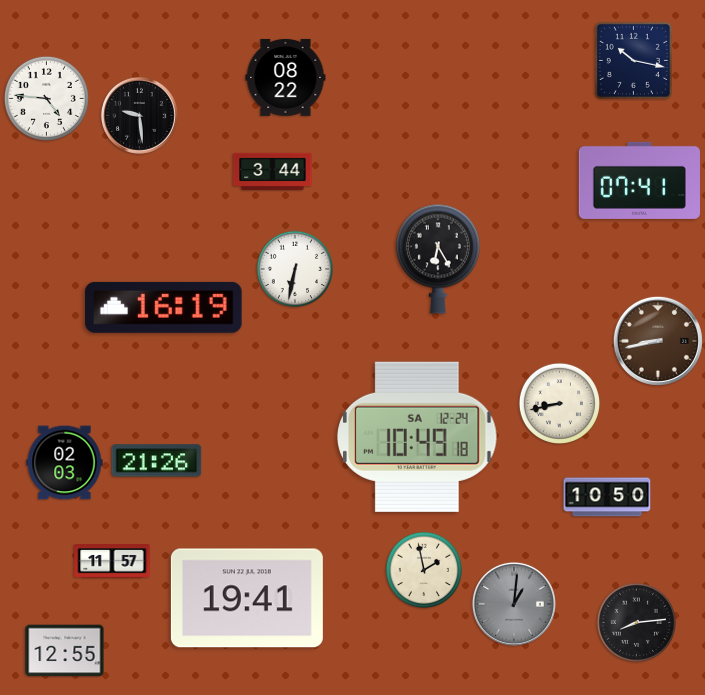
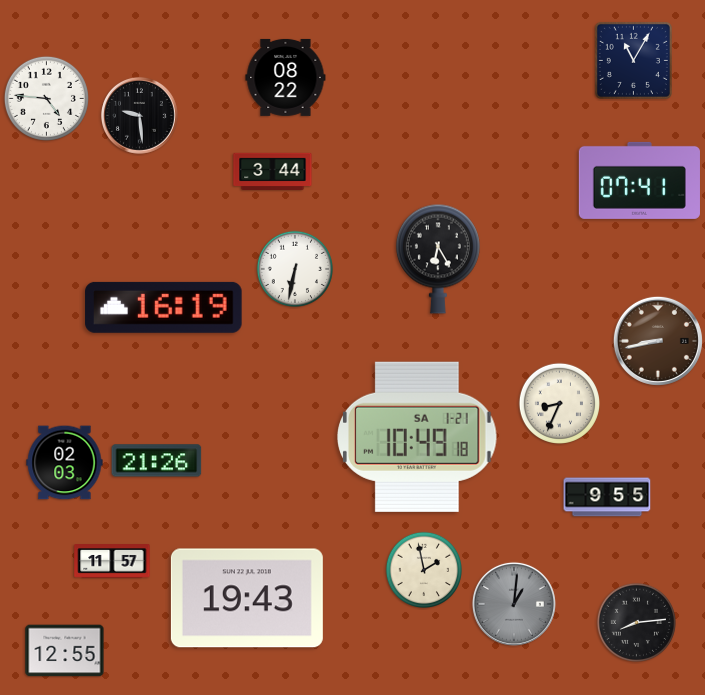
clock at (633, 60): 10:17 -> 11:05
clock at (559, 403): 8:43 -> 8:34
clock at (417, 437) date: SA 12-24 -> SA 1-21
clock at (607, 497): 10:50 -> 9:55
clock at (247, 598): 19:41 -> 19:43
